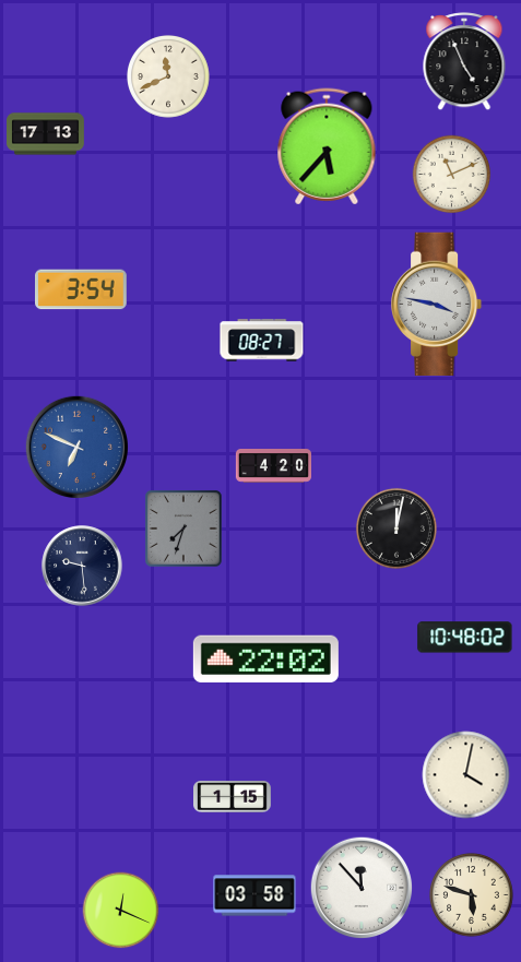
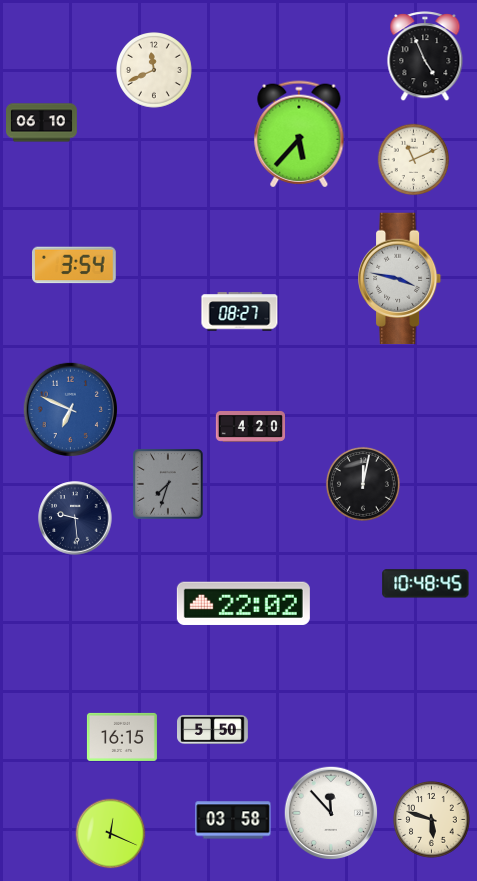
clock at (46, 134): 17:13 -> 06:10
clock at (465, 638): 10:48:02 -> 10:48:45
clock at (466, 775): 4:02 -> none
clock at (233, 797): 1:15 -> 5:50
clock at (122, 737): none -> 16:15
